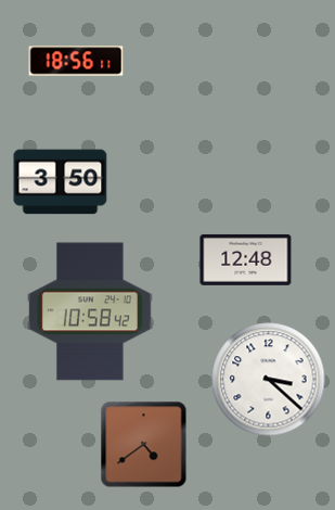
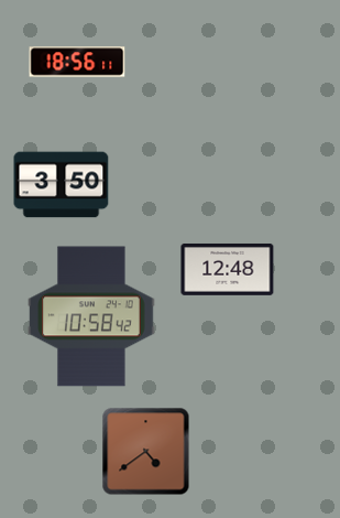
clock at (246, 259) position: (246, 259) -> (228, 269)
clock at (269, 380): 3:22 -> none
